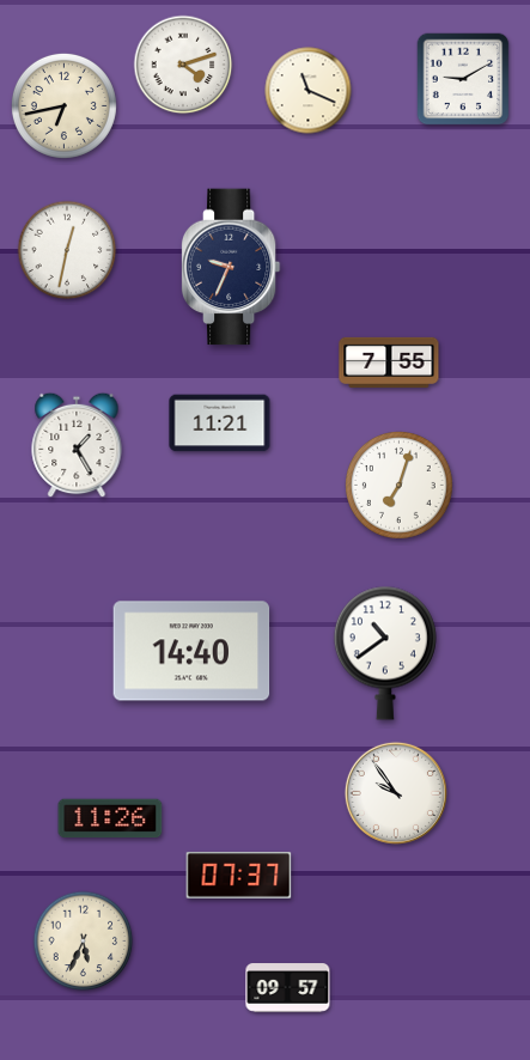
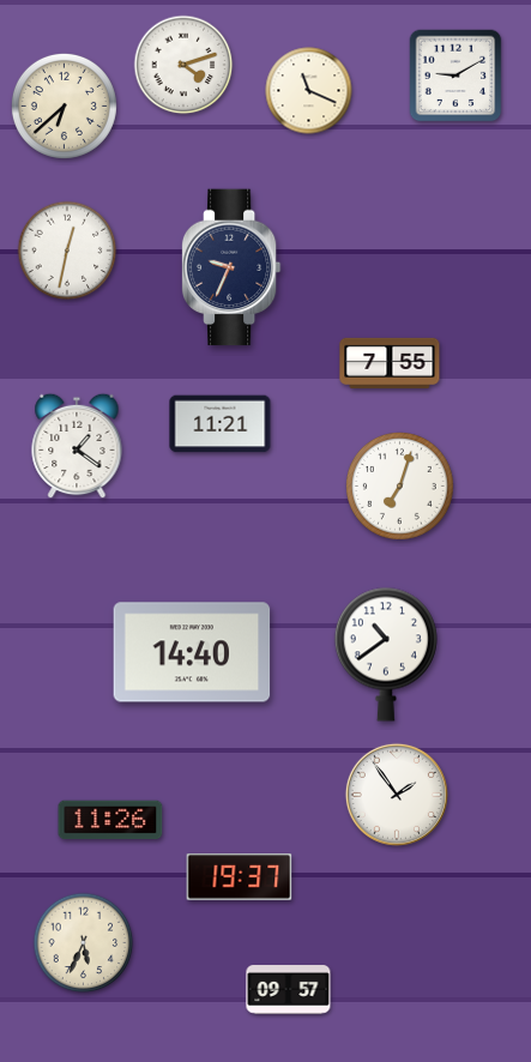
clock at (463, 79) position: (463, 79) -> (455, 76)
clock at (63, 105): 6:43 -> 6:38
clock at (77, 445): 1:25 -> 1:21
clock at (396, 793): 9:54 -> 1:54
clock at (239, 876): 07:37 -> 19:37
